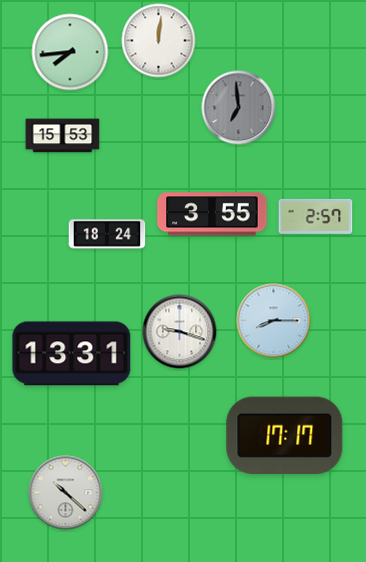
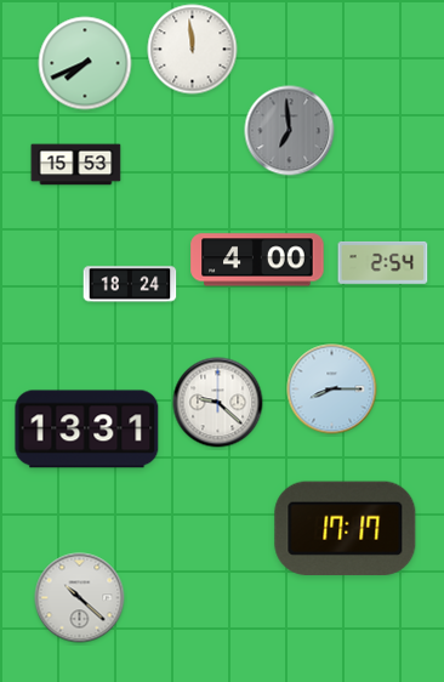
clock at (159, 41): 12:01 -> 11:59
clock at (70, 52): 7:44 -> 7:41
clock at (212, 214): 3:55 -> 4:00
clock at (316, 216): 2:57 -> 2:54
clock at (180, 332): 9:18 -> 9:22
